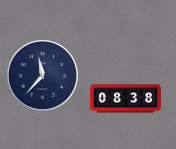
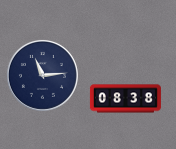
clock at (42, 75): 11:37 -> 11:14
